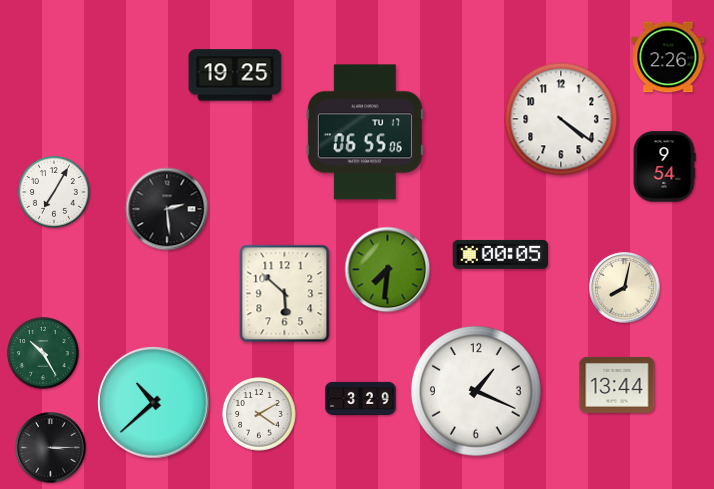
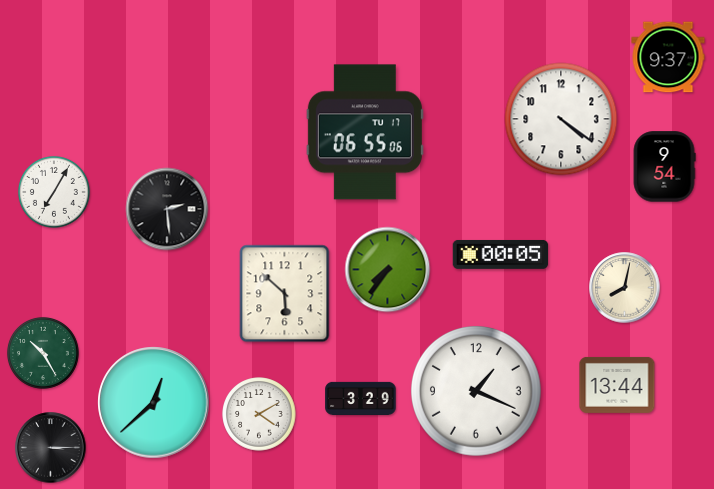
clock at (668, 57): 2:26 -> 9:37
clock at (235, 75): 19:25 -> none
clock at (388, 270): 7:31 -> 7:36
clock at (154, 403): 10:38 -> 12:38
